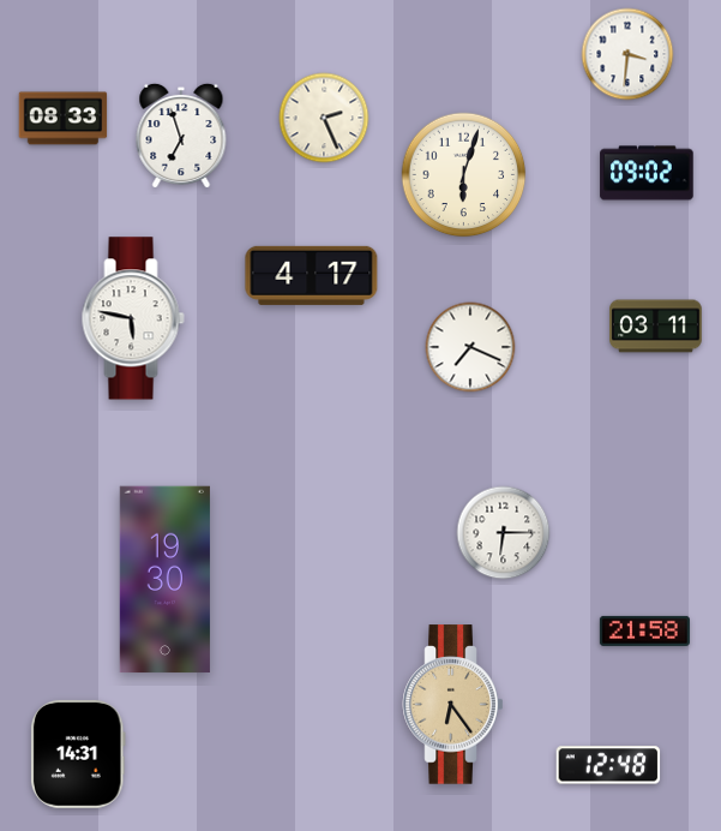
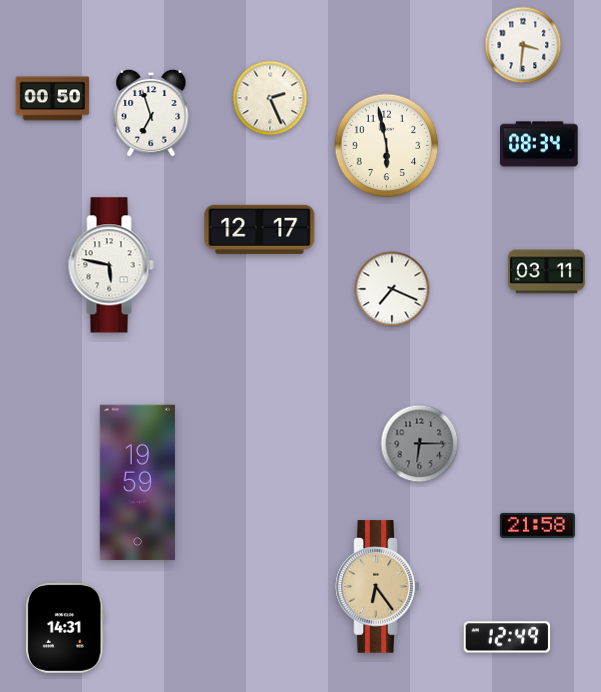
clock at (64, 119): 08:33 -> 00:50
clock at (647, 173): 09:02 -> 08:34
clock at (464, 175): 6:03 -> 5:58
clock at (312, 275): 4:17 -> 12:17
clock at (504, 533) dial: white -> grey
clock at (164, 580): 19:30 -> 19:59
clock at (608, 765): 12:48 -> 12:49
